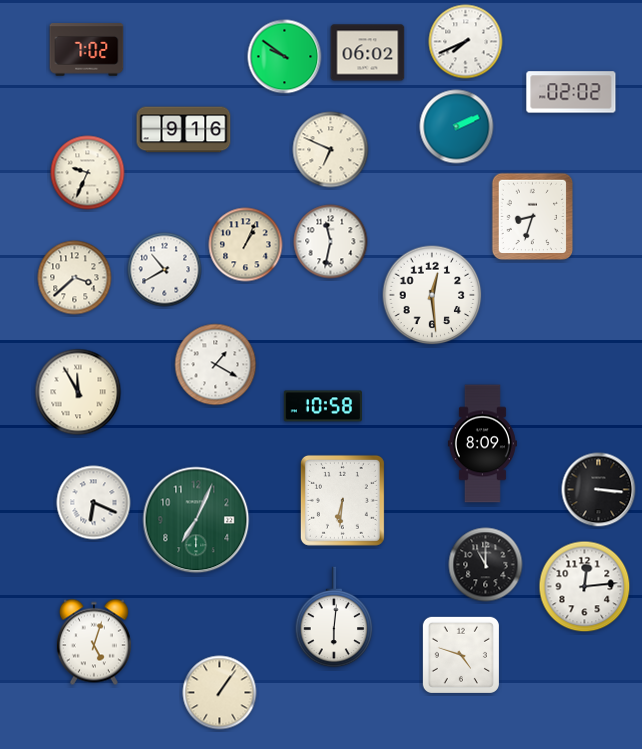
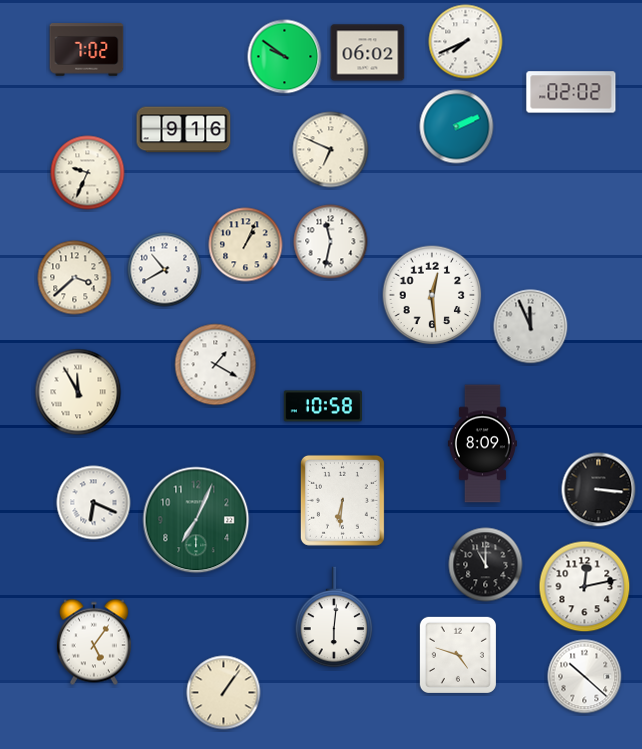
clock at (533, 217): 8:33 -> none
clock at (531, 327): none -> 11:56
clock at (585, 587): 12:14 -> 12:13
clock at (94, 642): 5:03 -> 5:06
clock at (461, 655) position: (461, 655) -> (458, 655)
clock at (585, 677): none -> 10:22
clock at (220, 693) position: (220, 693) -> (224, 693)
